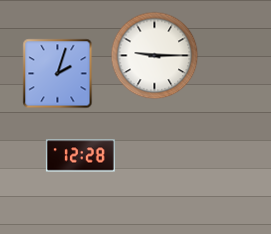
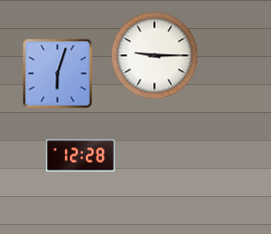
clock at (58, 74): 2:03 -> 6:03
